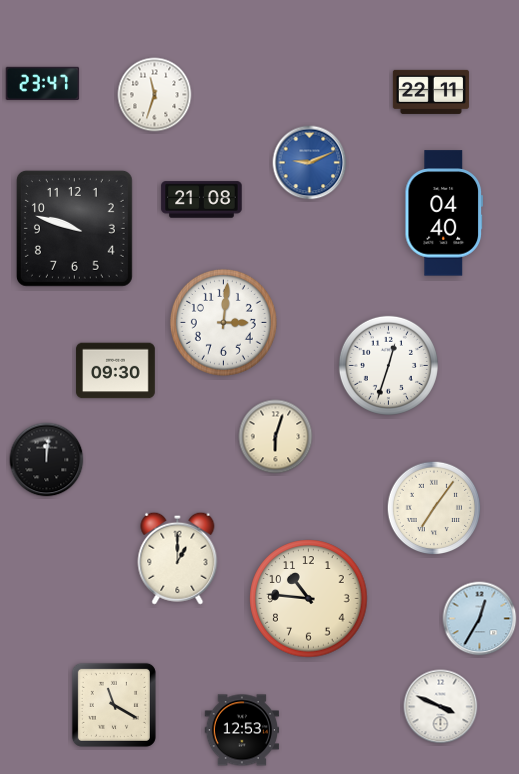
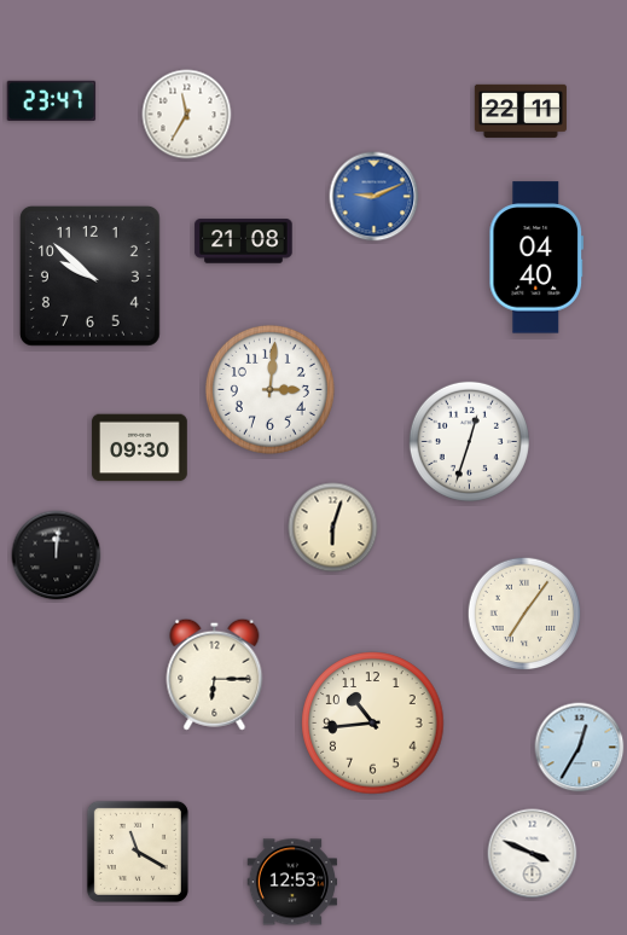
clock at (155, 95): 11:33 -> 11:35
clock at (74, 228): 9:48 -> 9:52
clock at (178, 558): 1:00 -> 6:15
clock at (309, 599): 10:46 -> 10:44
